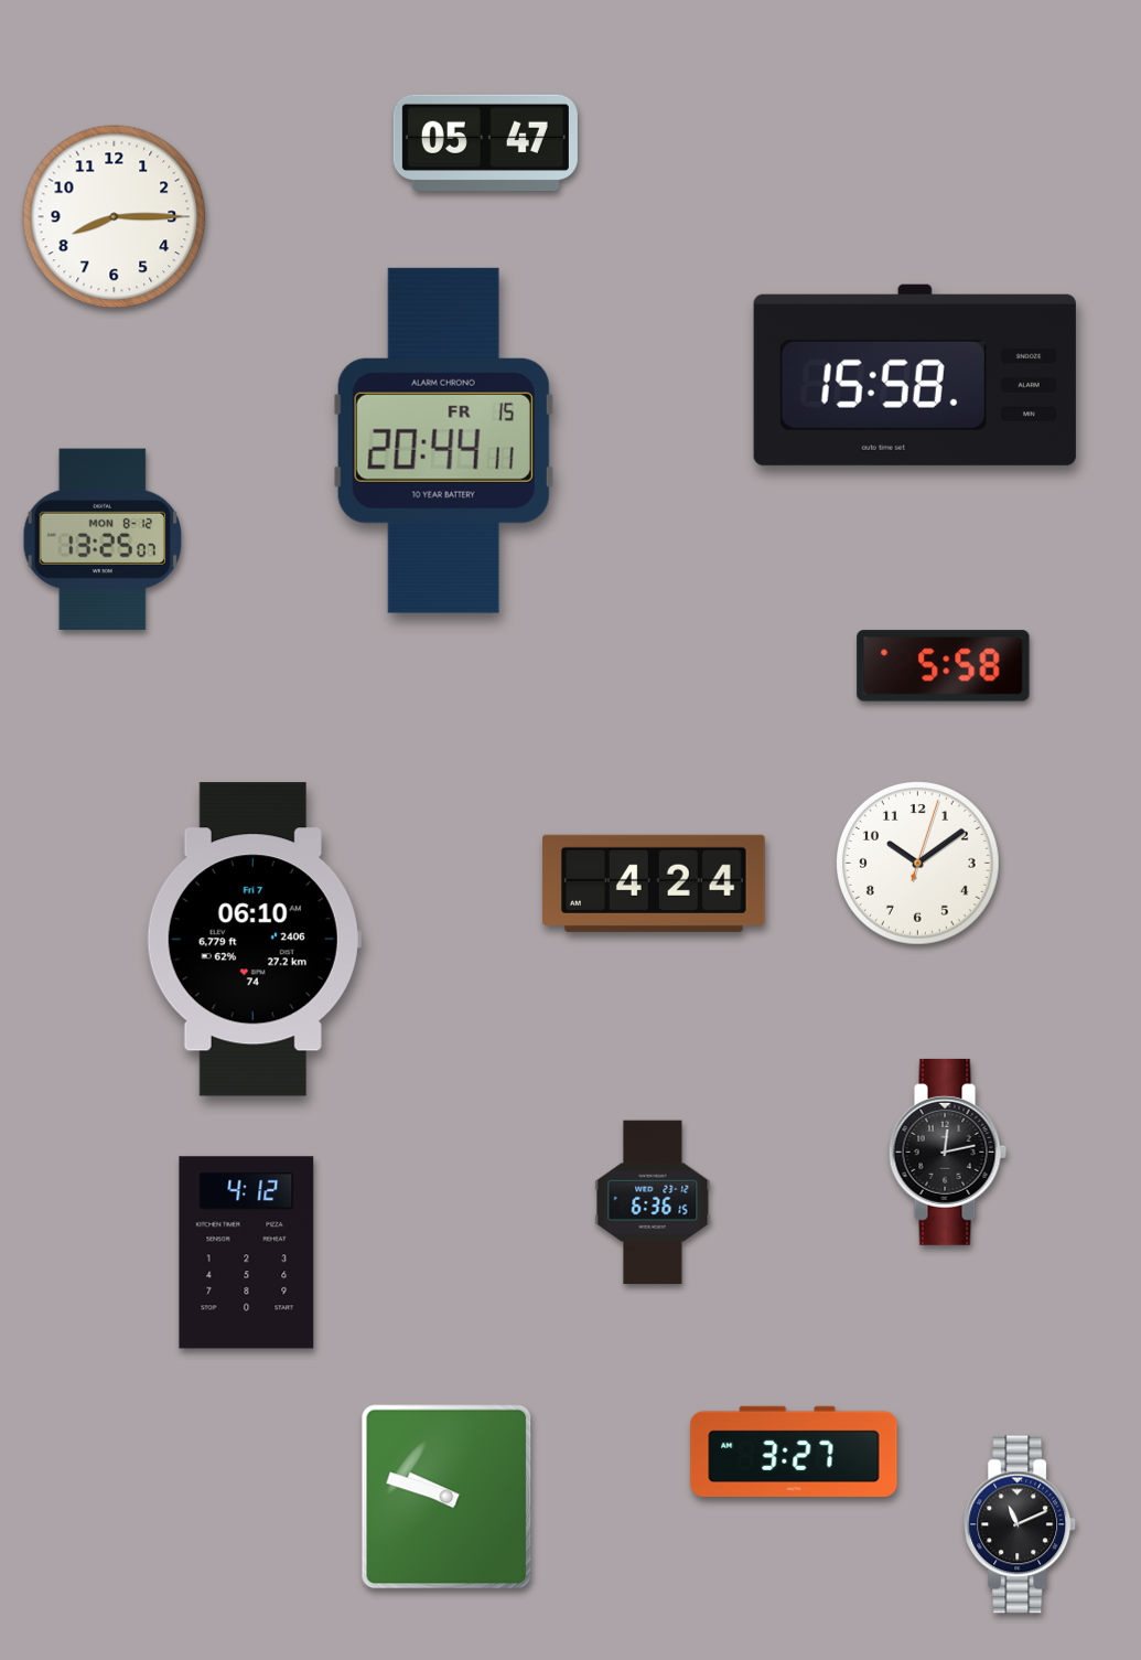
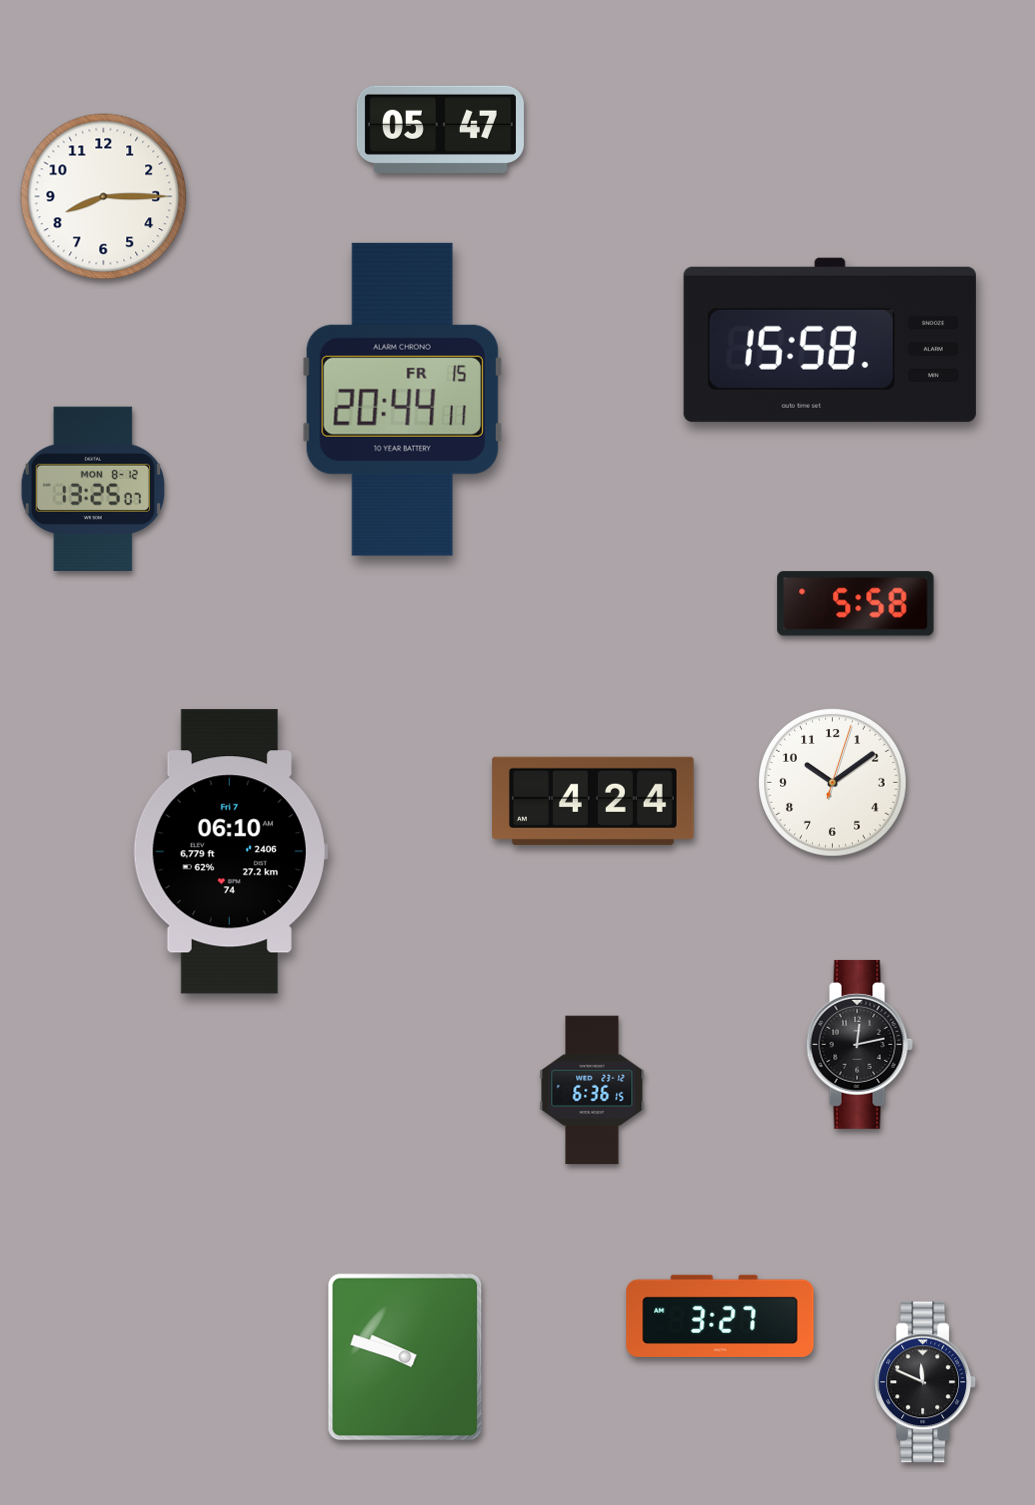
clock at (247, 1253): 4:12 -> none
clock at (1021, 1524): 11:11 -> 11:49
